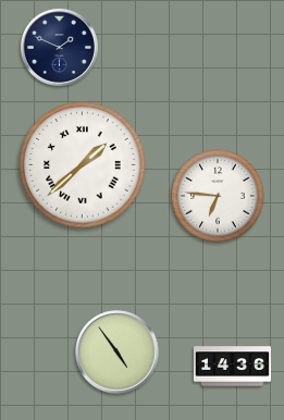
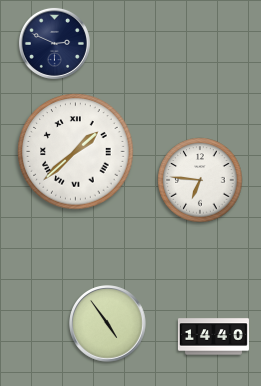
clock at (59, 47): 1:49 -> 2:49
clock at (232, 367): 14:36 -> 14:40
